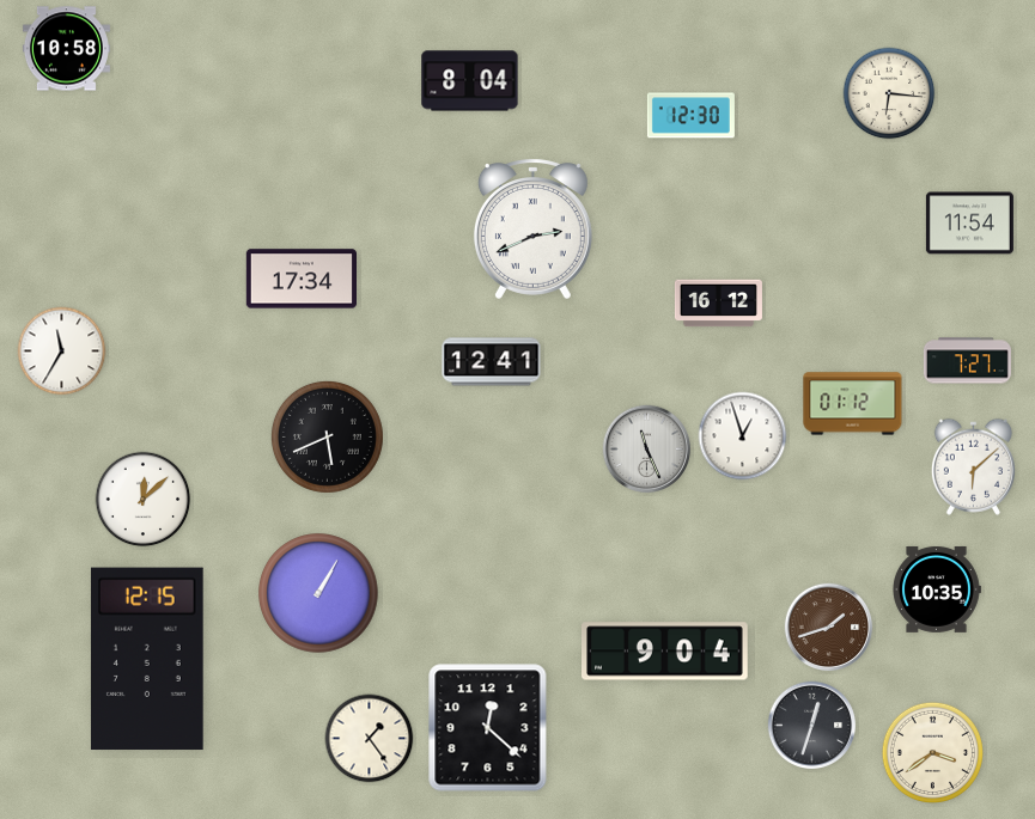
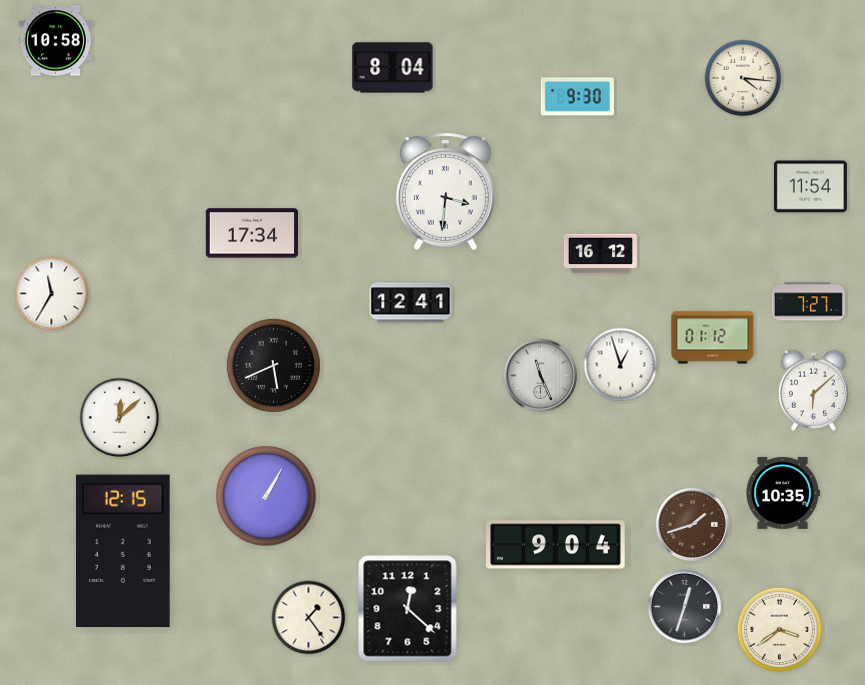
clock at (889, 93): 6:16 -> 4:16
clock at (690, 116): 12:30 -> 9:30
clock at (532, 228): 2:41 -> 3:31
clock at (812, 726) position: (812, 726) -> (685, 607)
